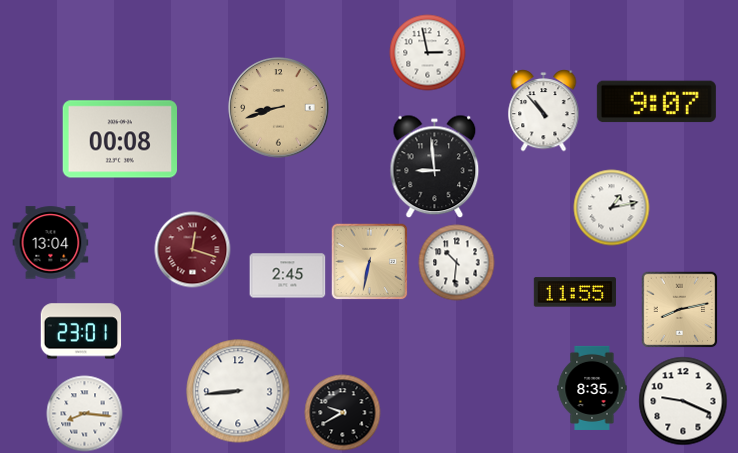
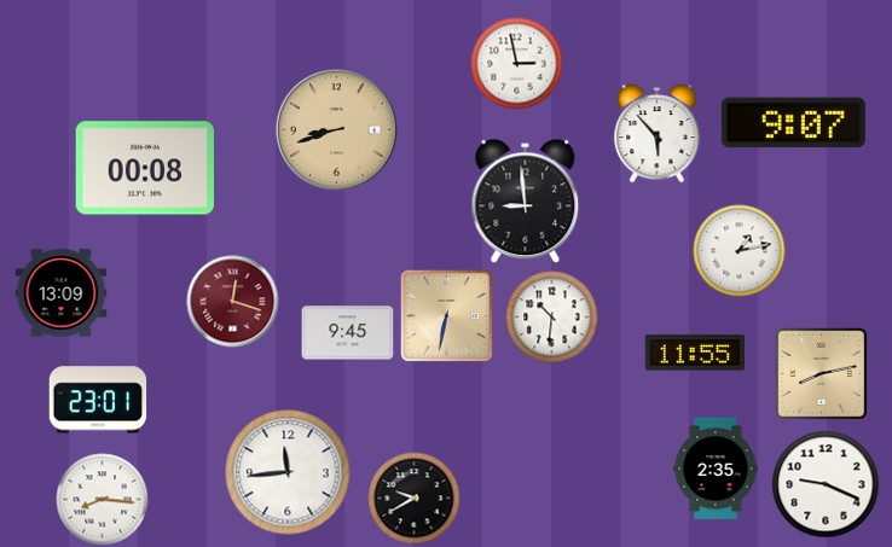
clock at (544, 111): 10:53 -> 5:53
clock at (51, 243): 13:04 -> 13:09
clock at (288, 276): 2:45 -> 9:45
clock at (592, 388): 8:35 -> 2:35
clock at (238, 391): 8:44 -> 11:44
